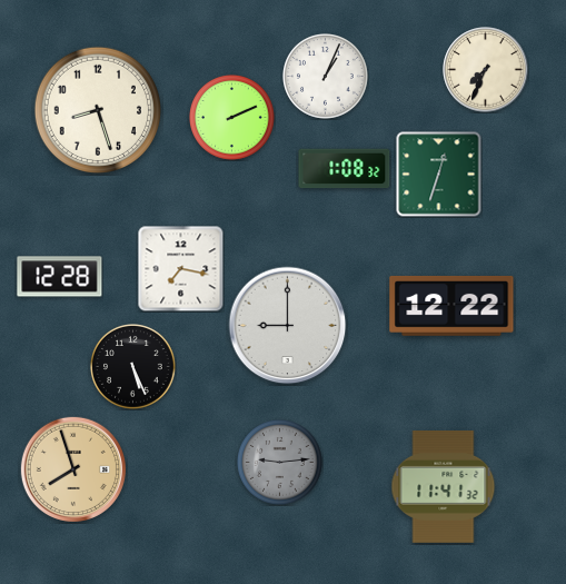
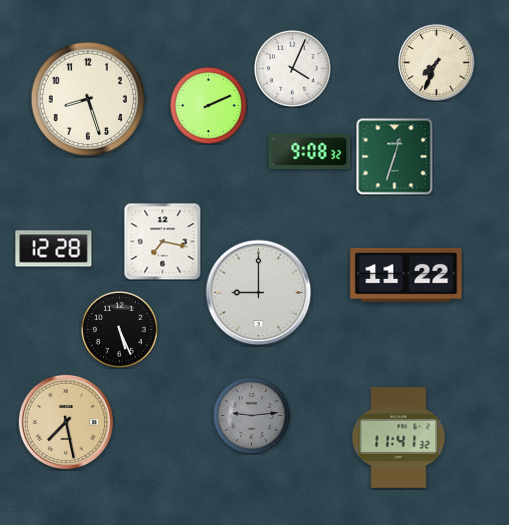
clock at (326, 77): 1:04 -> 4:04
clock at (345, 169): 1:08 -> 9:08
clock at (451, 306): 12:22 -> 11:22
clock at (73, 469): 7:57 -> 7:28
